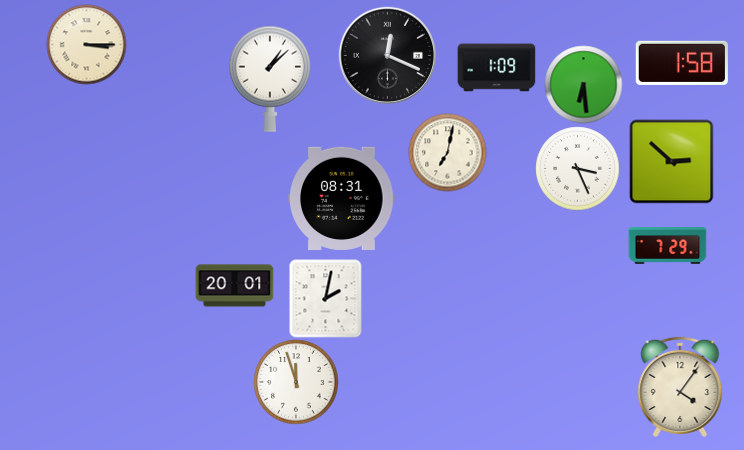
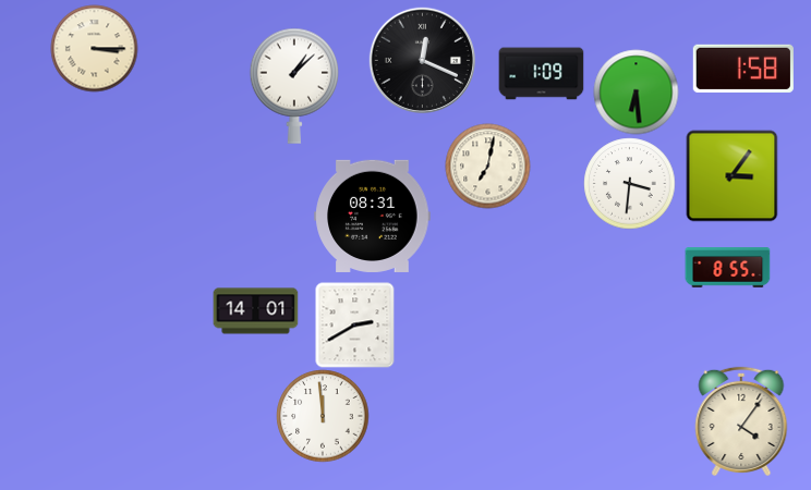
clock at (671, 161): 2:52 -> 3:06
clock at (577, 168): 3:26 -> 3:31
clock at (667, 246): 7:29 -> 8:55
clock at (234, 286): 20:01 -> 14:01
clock at (326, 298): 2:02 -> 2:40
clock at (296, 382): 11:57 -> 11:59
